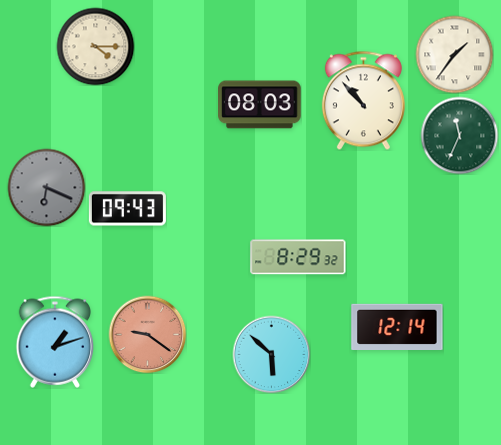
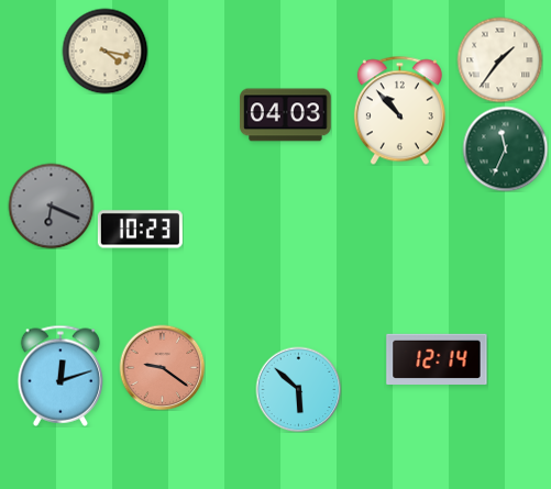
clock at (95, 46): 4:15 -> 4:17
clock at (260, 105): 08:03 -> 04:03
clock at (127, 209): 09:43 -> 10:23
clock at (298, 257): 8:29 -> none
clock at (55, 342): 1:12 -> 12:12
